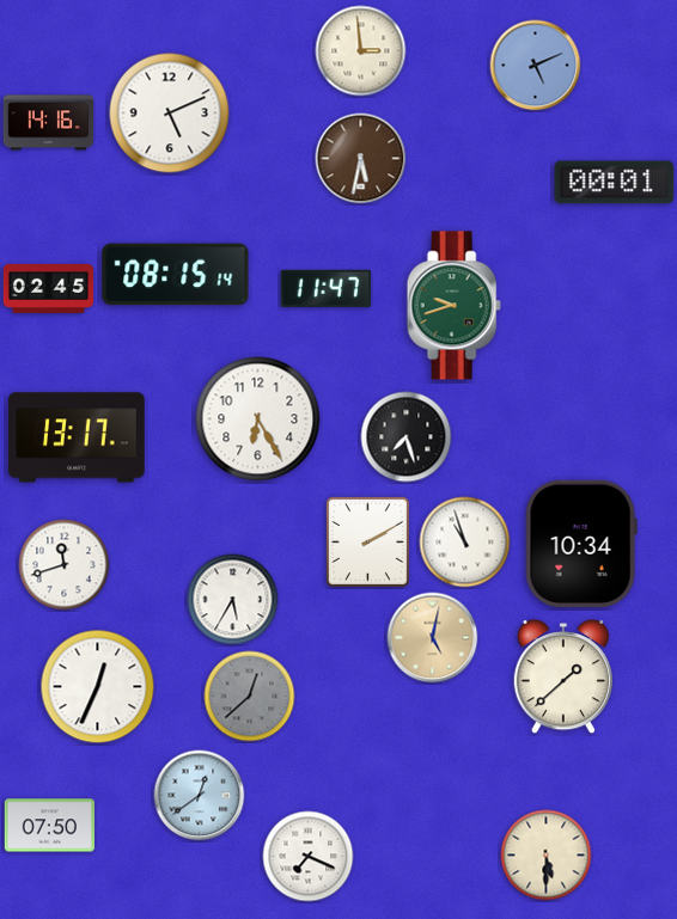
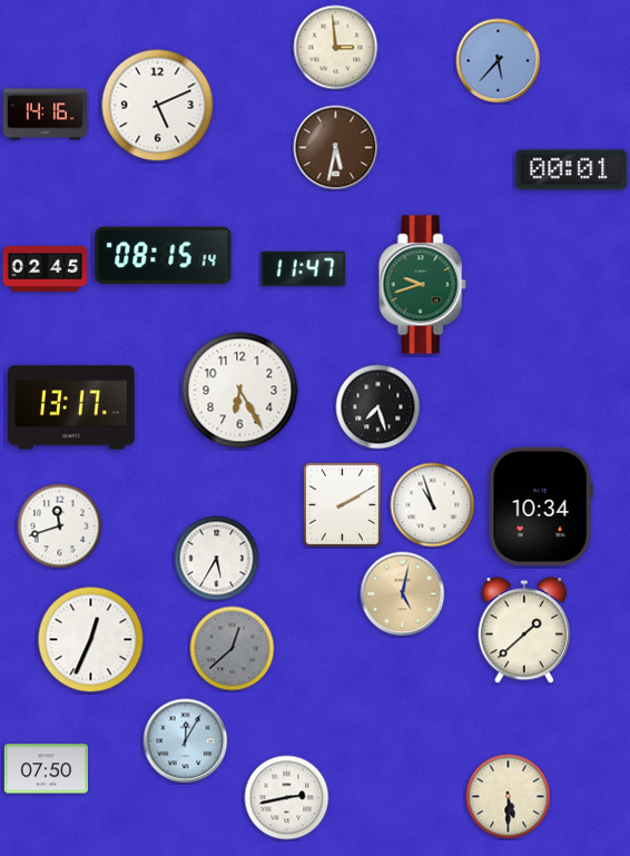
clock at (536, 66): 5:11 -> 5:37
clock at (200, 796): 12:39 -> 12:05
clock at (309, 857): 7:19 -> 2:43
